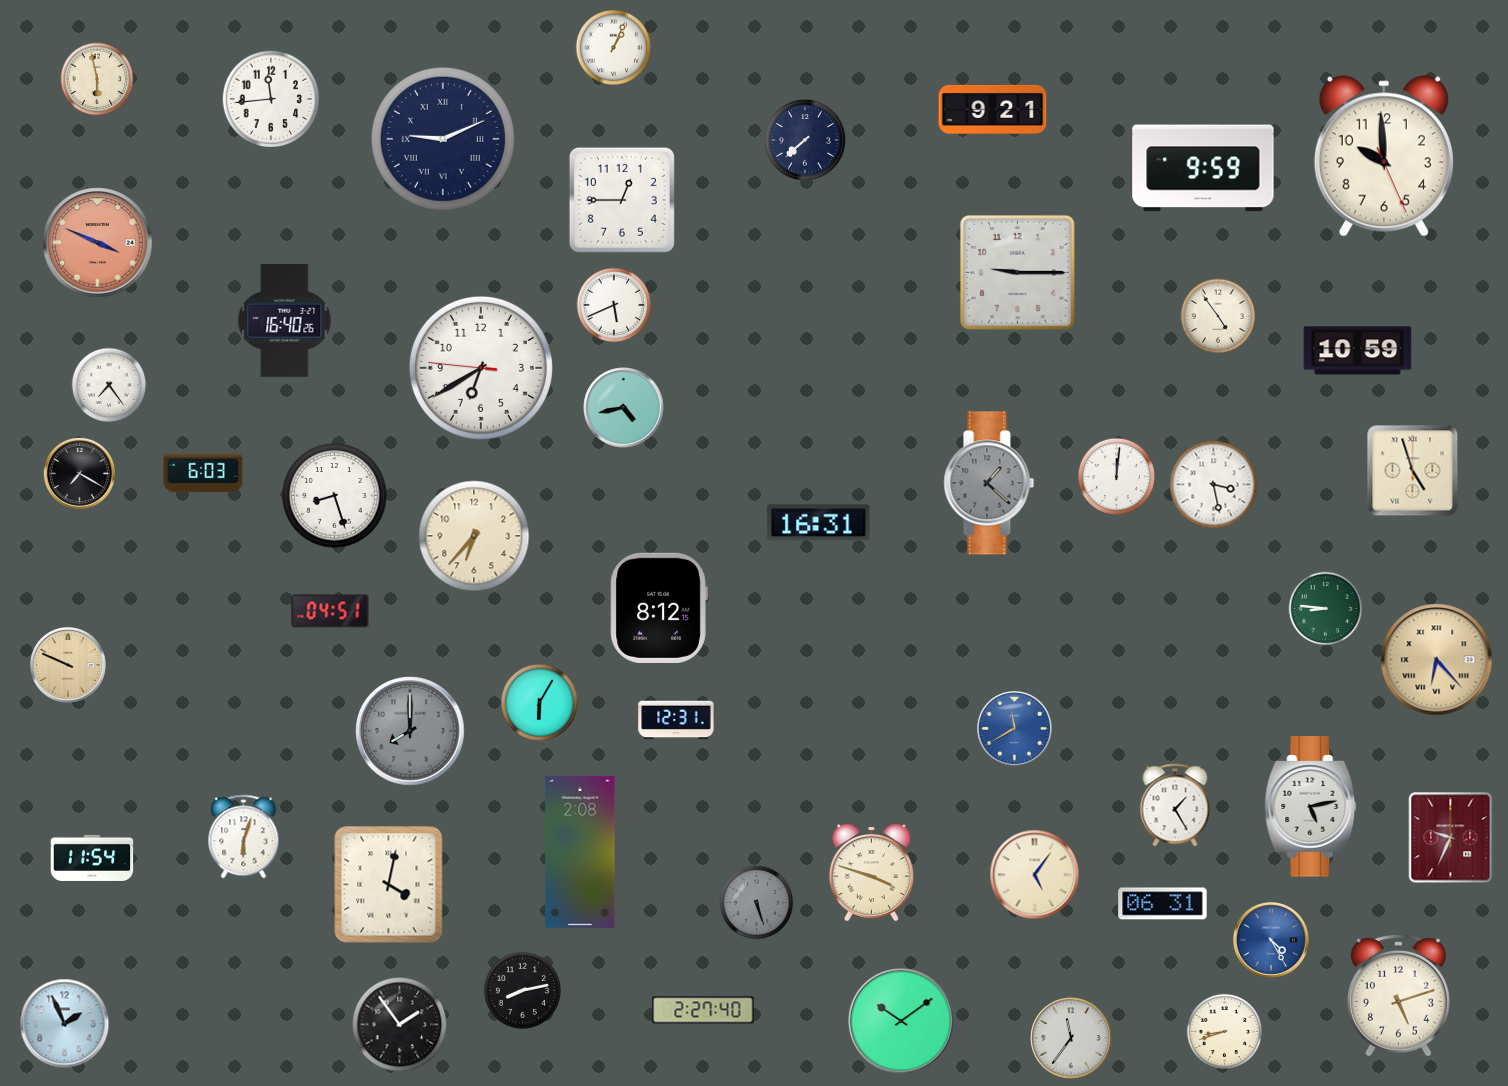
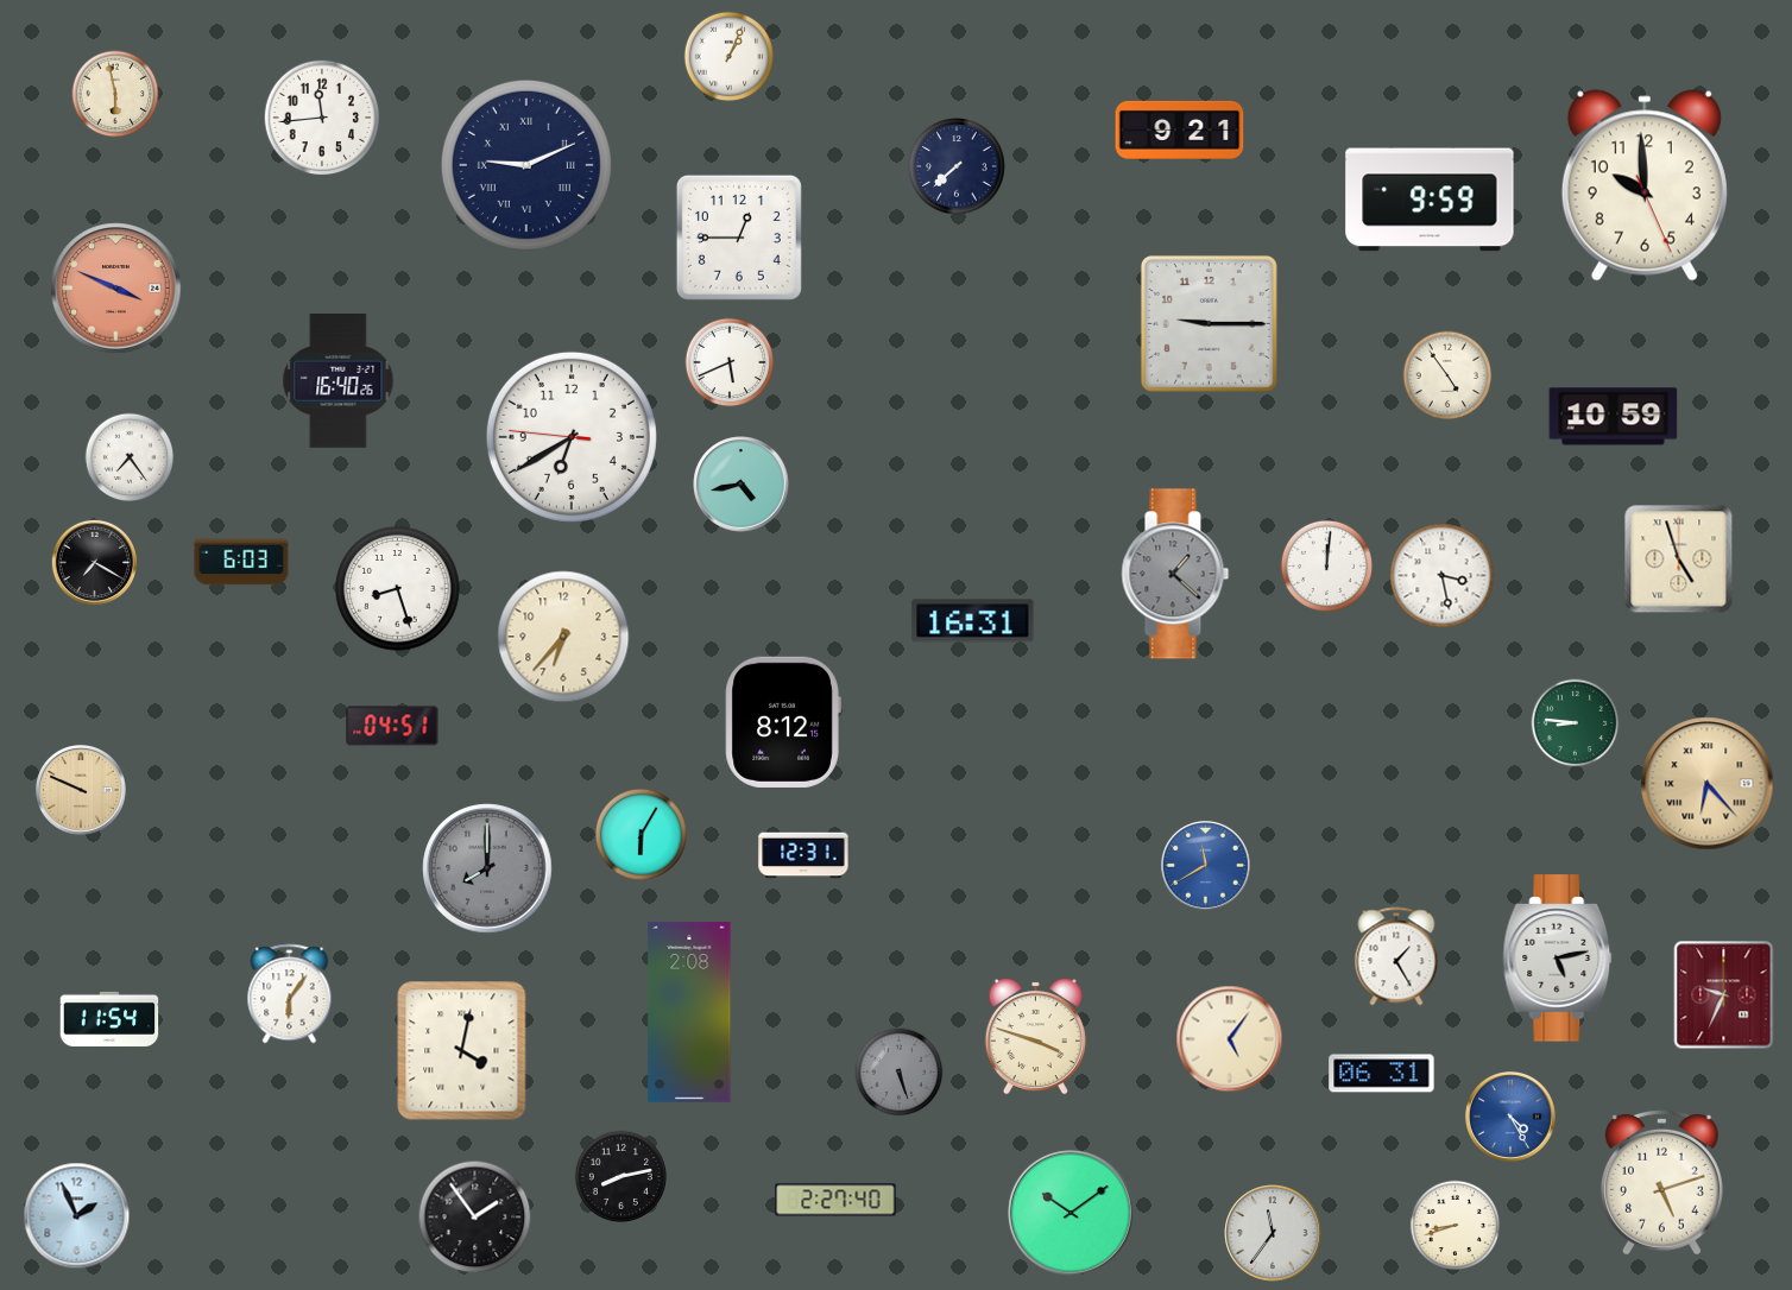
clock at (244, 837): 6:03 -> 6:06
